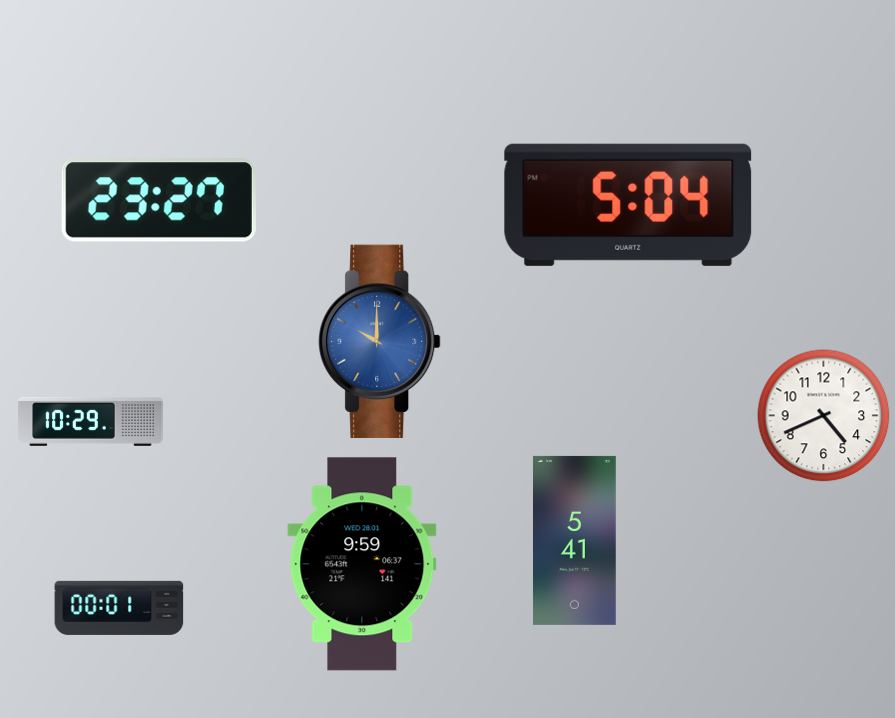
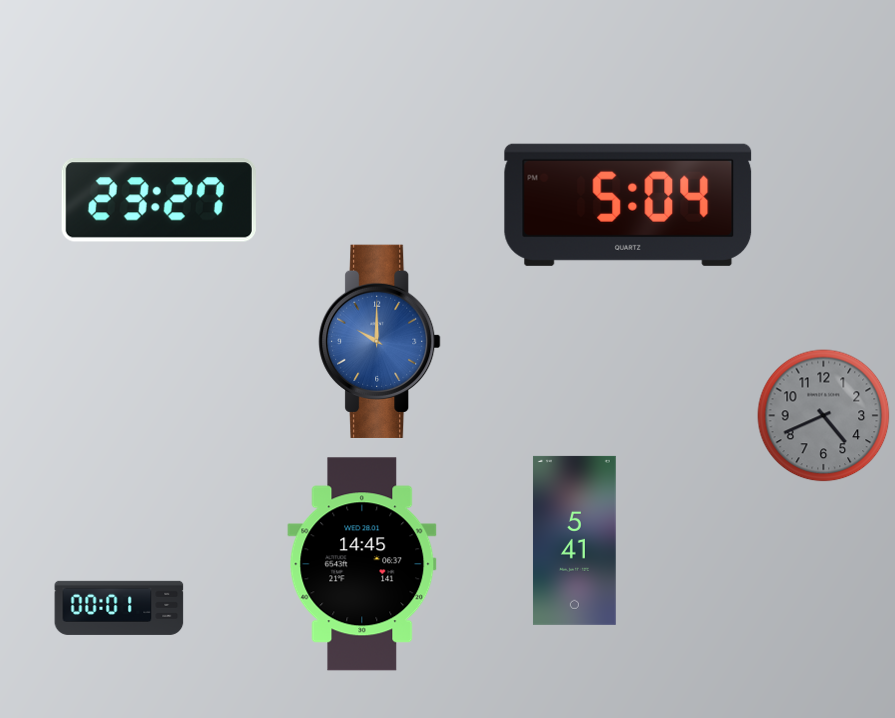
clock at (824, 416) dial: white -> grey
clock at (91, 421): 10:29 -> none
clock at (362, 564): 9:59 -> 14:45
